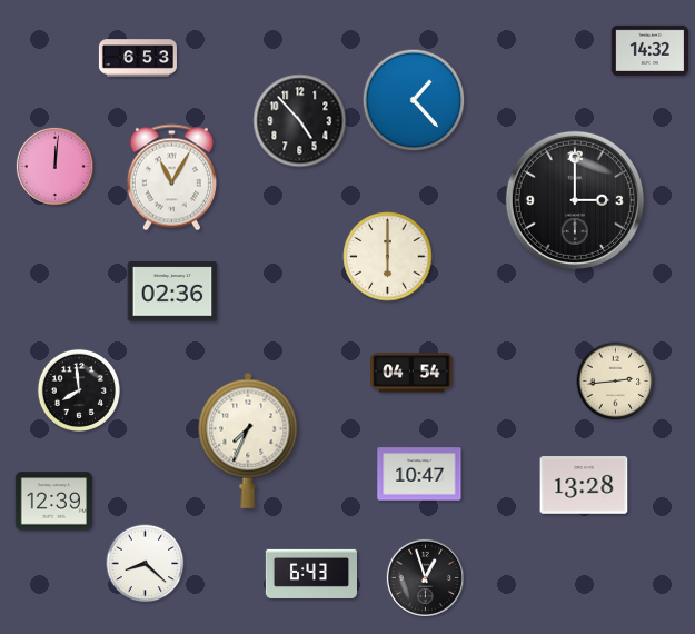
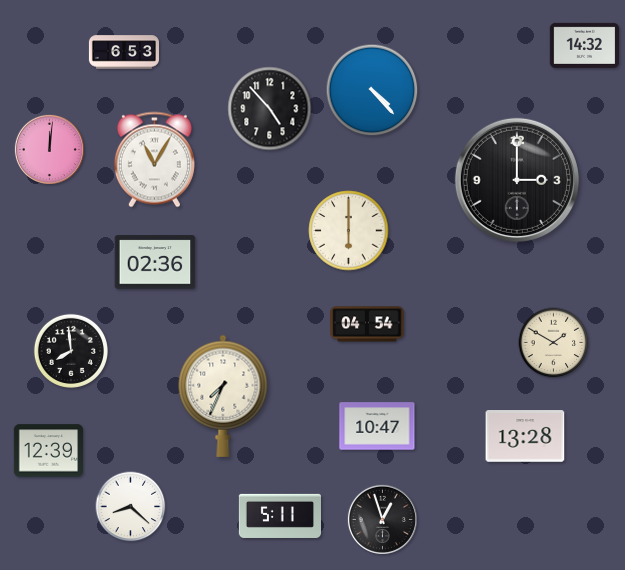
clock at (414, 100): 1:23 -> 4:23
clock at (411, 373) position: (411, 373) -> (367, 324)
clock at (616, 382): 2:44 -> 1:50
clock at (310, 574): 6:43 -> 5:11
